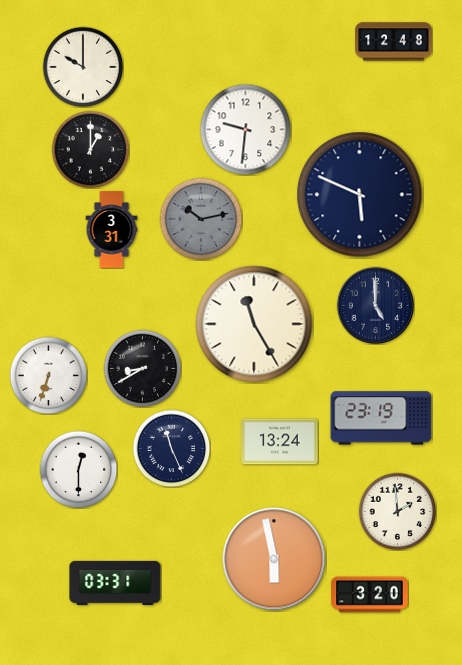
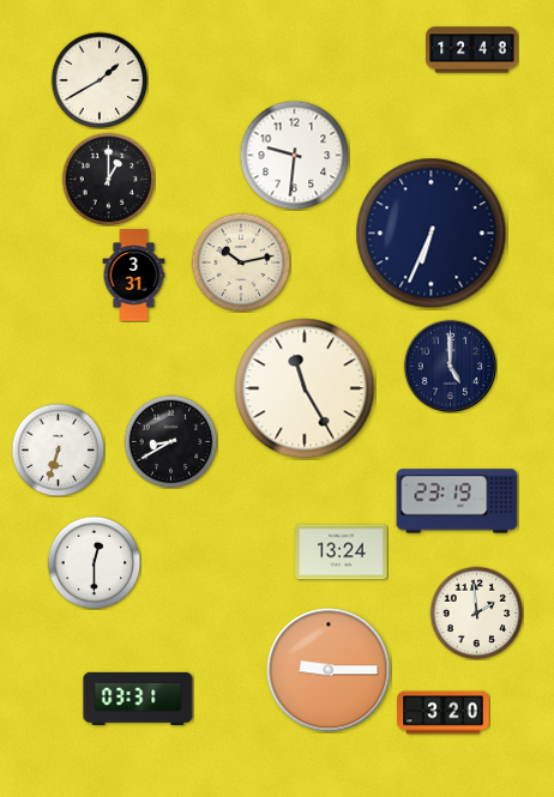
clock at (83, 67): 10:00 -> 1:40
clock at (360, 195): 5:49 -> 6:34
clock at (201, 219) dial: grey -> cream
clock at (280, 442) position: (280, 442) -> (342, 553)
clock at (171, 448): 11:26 -> none
clock at (274, 559): 5:58 -> 9:15
